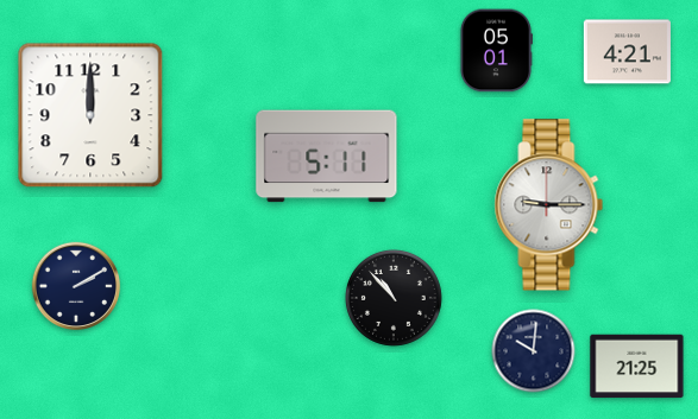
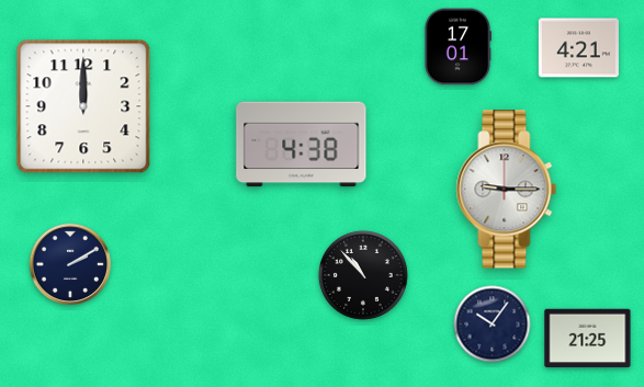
clock at (496, 51): 05:01 -> 17:01
clock at (327, 157): 5:11 -> 4:38
clock at (534, 351): 10:01 -> 10:06
